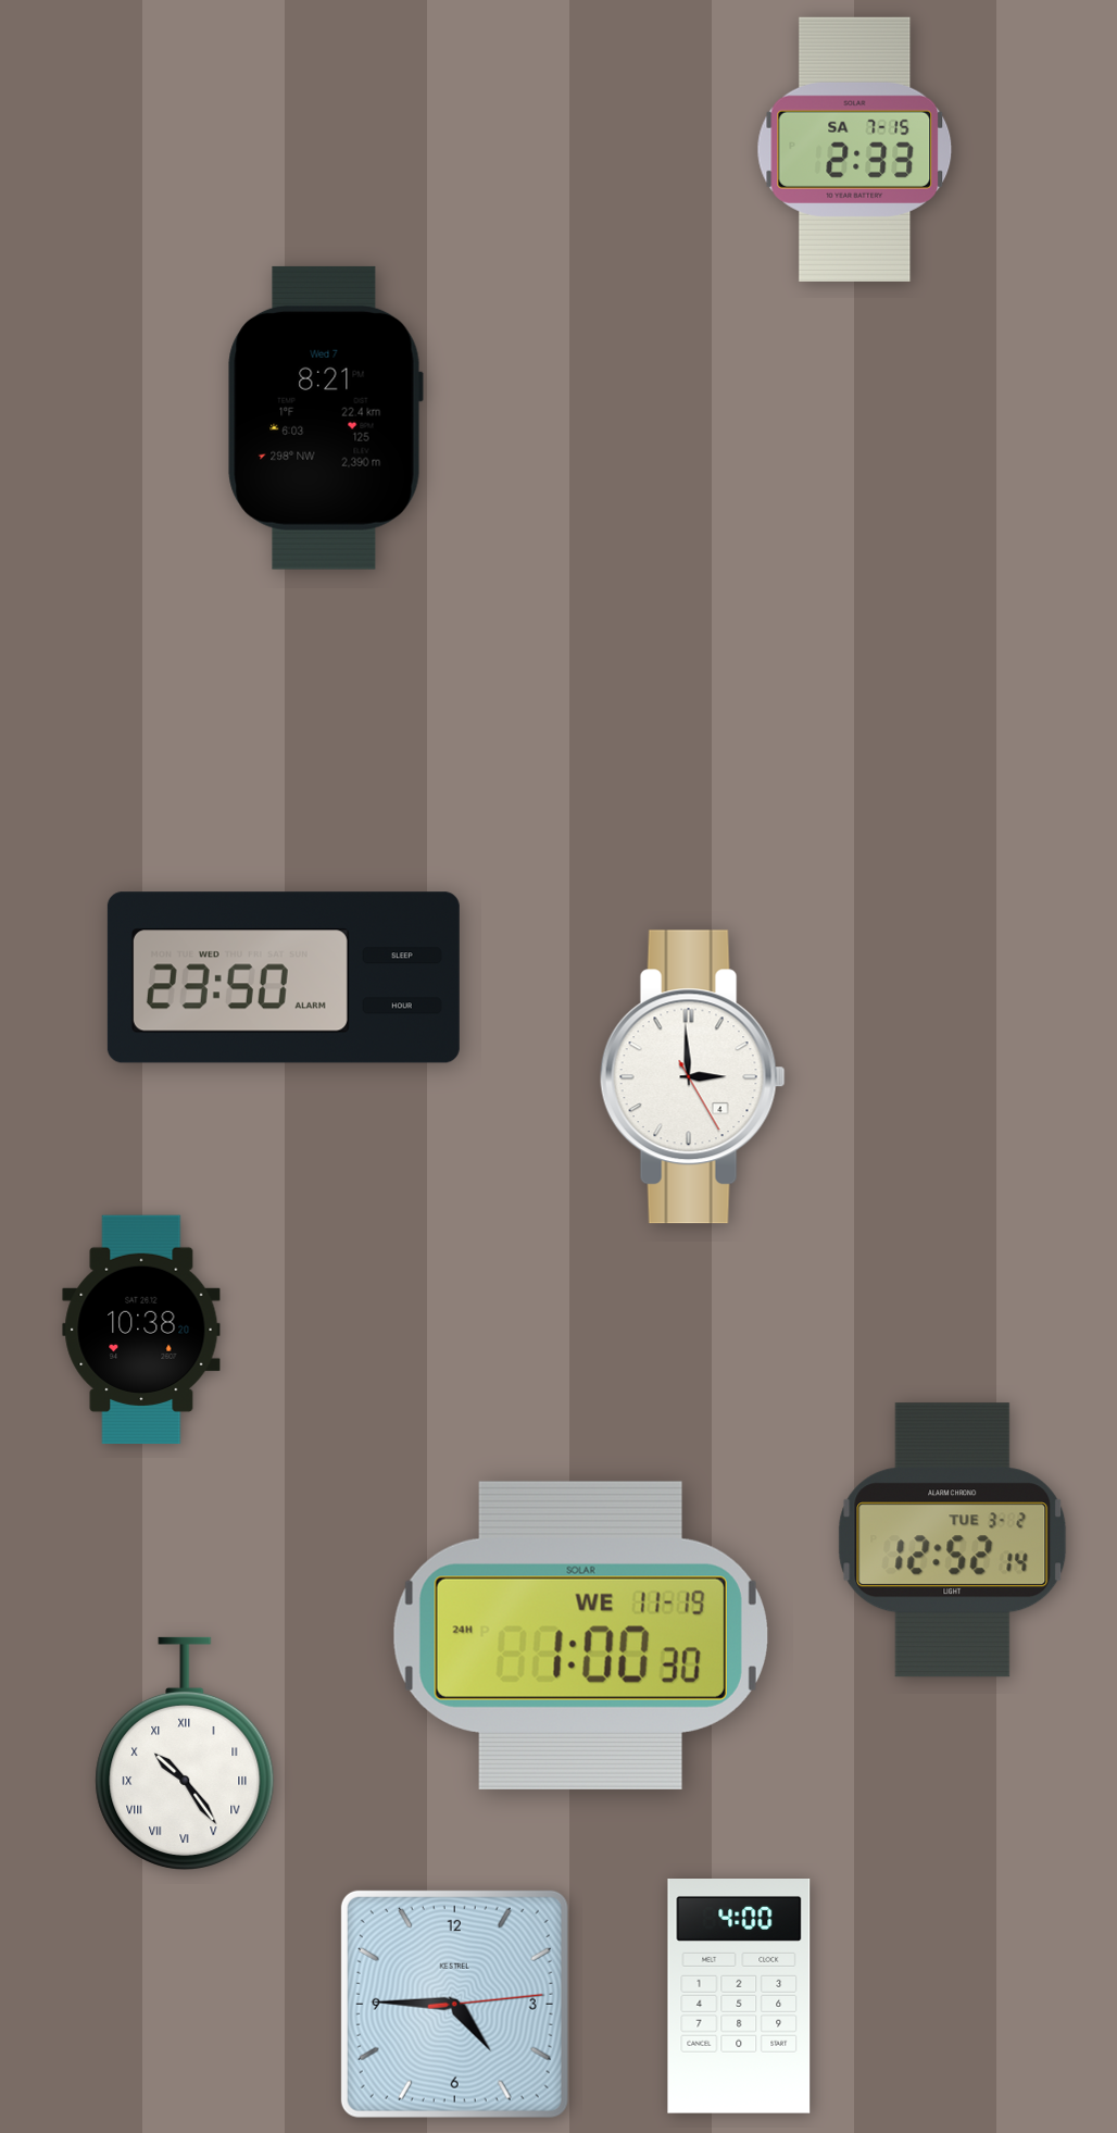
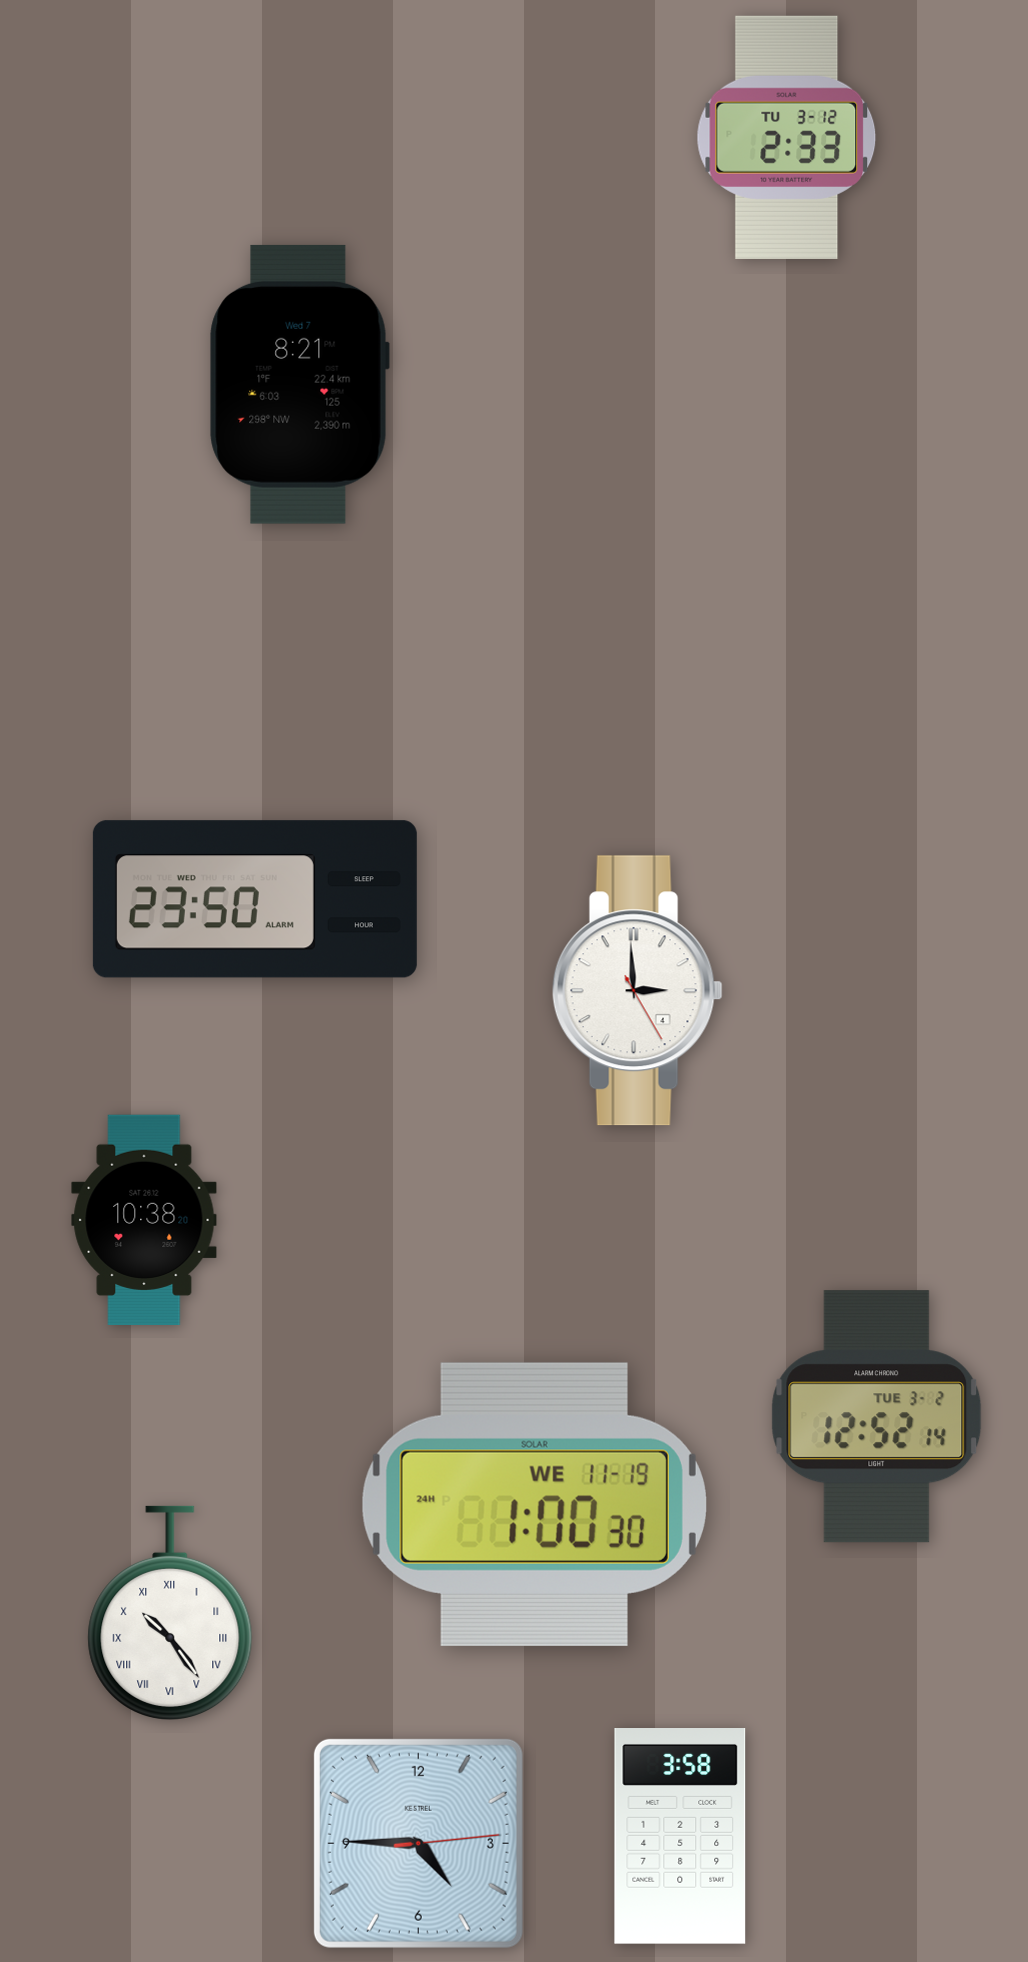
clock at (855, 149) date: SA 7-15 -> TU 3-12
clock at (284, 977) position: (284, 977) -> (255, 899)
clock at (141, 1329) position: (141, 1329) -> (144, 1219)
clock at (739, 1997): 4:00 -> 3:58
